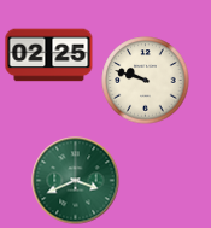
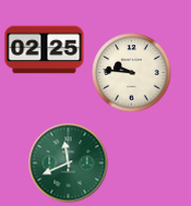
clock at (146, 81): 9:48 -> 9:46
clock at (76, 181): 3:41 -> 11:41
